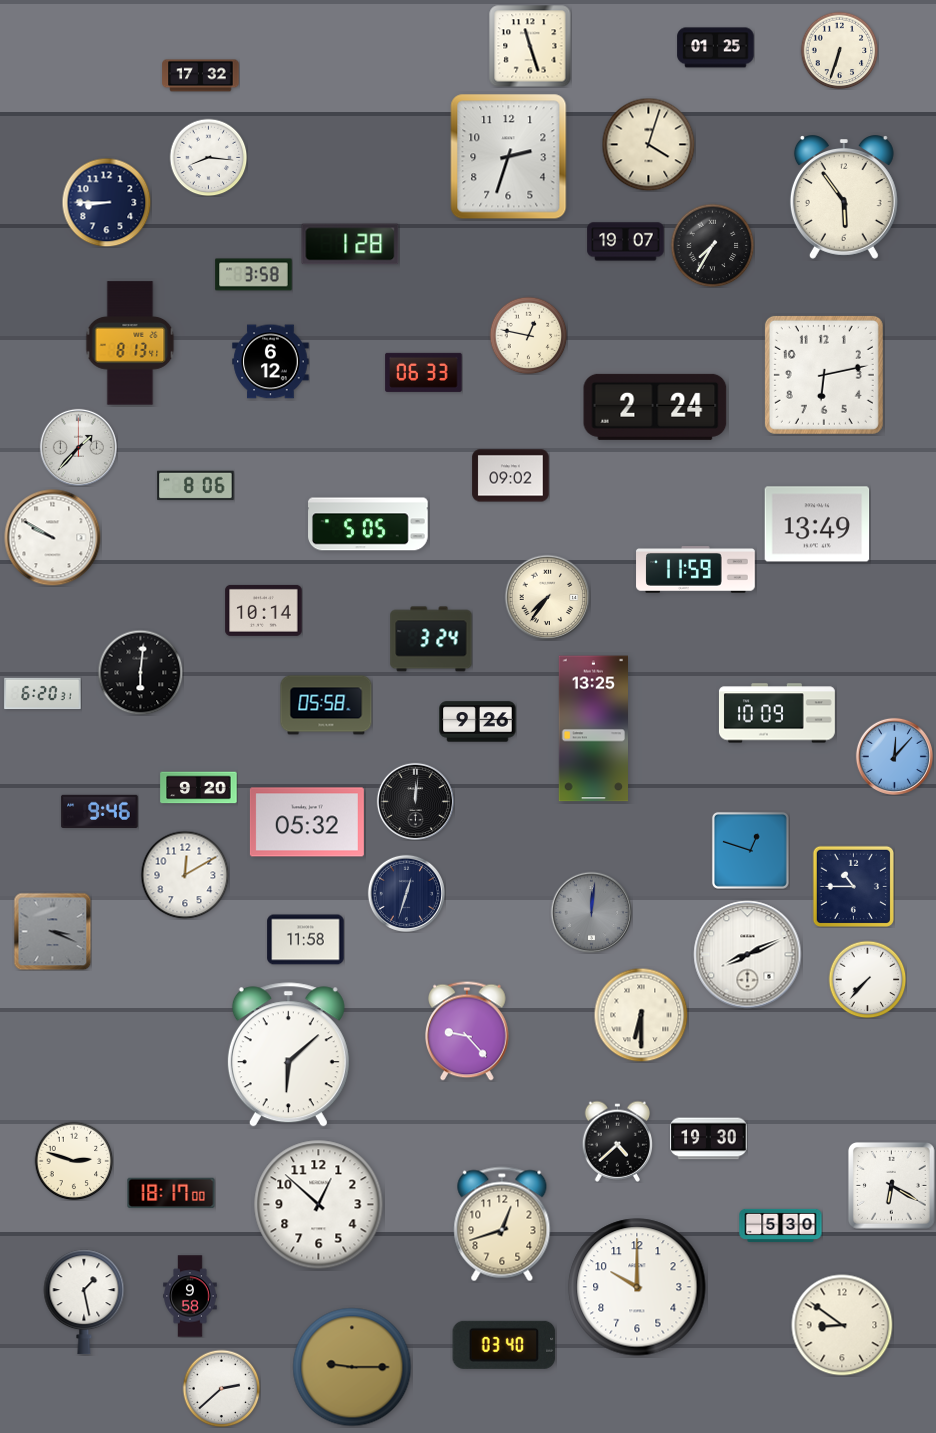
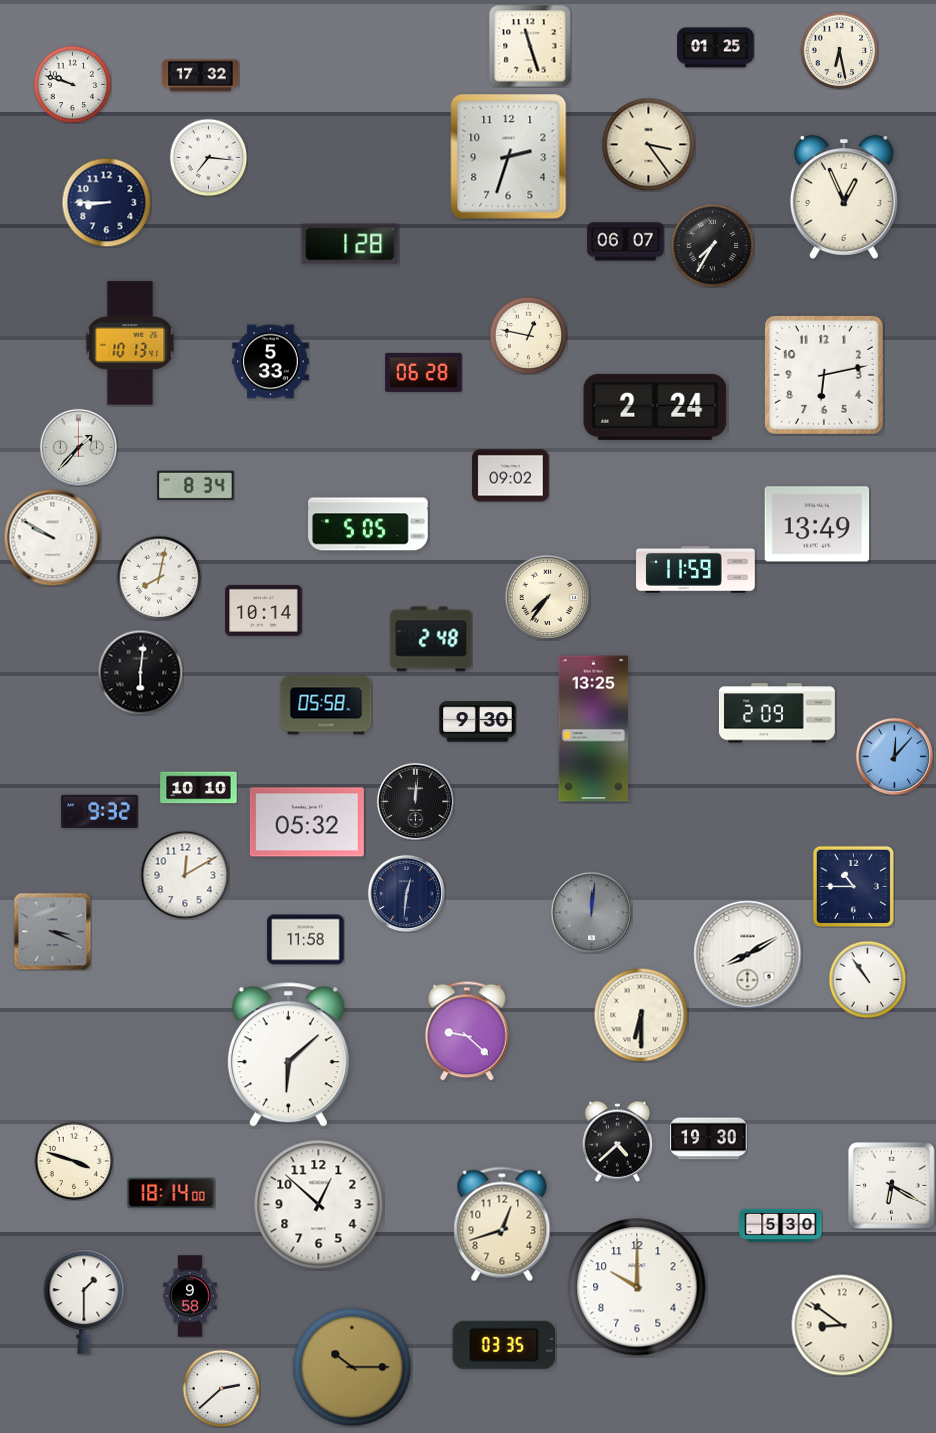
clock at (839, 50): 6:33 -> 6:28
clock at (72, 84): none -> 9:48
clock at (648, 144): 4:03 -> 3:24
clock at (208, 157): 8:16 -> 7:16
clock at (844, 197): 5:54 -> 12:56
clock at (626, 242): 19:07 -> 06:07
clock at (254, 275): 3:58 -> none
clock at (130, 343): 8:13 -> 10:13
clock at (271, 362): 6:12 -> 5:33
clock at (424, 372): 06:33 -> 06:28
clock at (196, 486): 8:06 -> 8:34
clock at (159, 578): none -> 8:02
clock at (431, 639): 3:24 -> 2:48
clock at (43, 694): 6:20 -> none
clock at (777, 713): 10:09 -> 2:09
clock at (478, 722): 9:26 -> 9:30
clock at (199, 788): 9:20 -> 10:10
clock at (100, 811): 9:46 -> 9:32
clock at (750, 850): 12:48 -> none
clock at (406, 893): 12:33 -> 12:31
clock at (748, 955): 8:11 -> 8:10
clock at (867, 979): 7:37 -> 10:54
clock at (468, 1031): 9:23 -> 9:22
clock at (74, 1161): 2:48 -> 3:48
clock at (171, 1193): 18:17 -> 18:14
clock at (84, 1302): 1:28 -> 1:30
clock at (504, 1345): 03:40 -> 03:35
clock at (352, 1367): 9:15 -> 10:15
